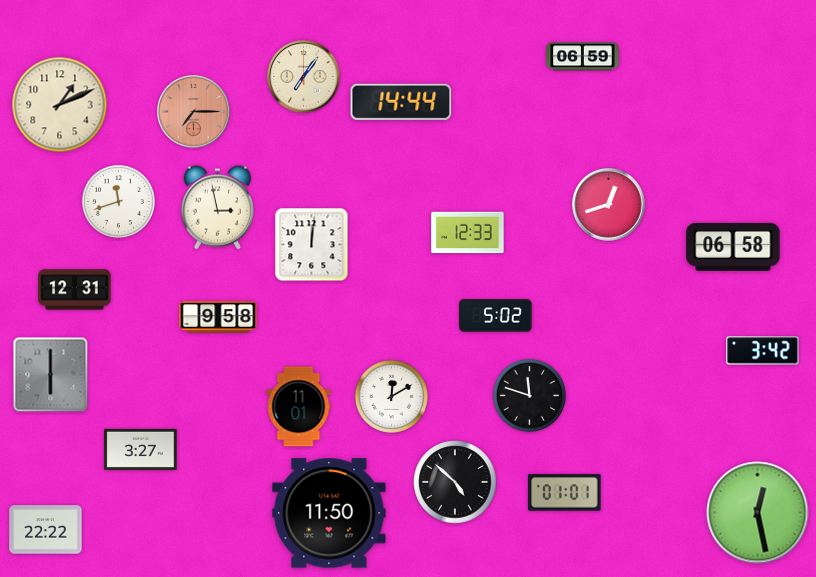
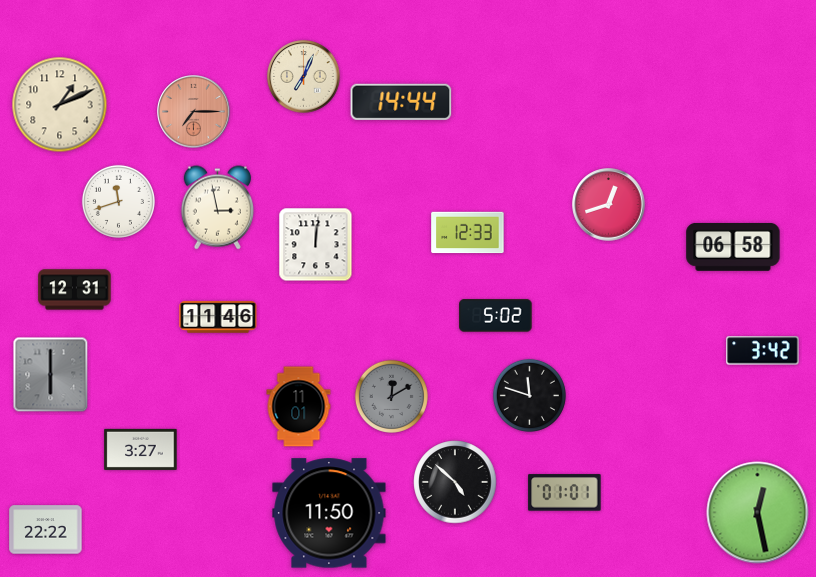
clock at (583, 57): 06:59 -> none
clock at (304, 77): 7:06 -> 7:04
clock at (312, 245) position: (312, 245) -> (316, 245)
clock at (218, 317): 9:58 -> 11:46
clock at (391, 396) dial: white -> grey
